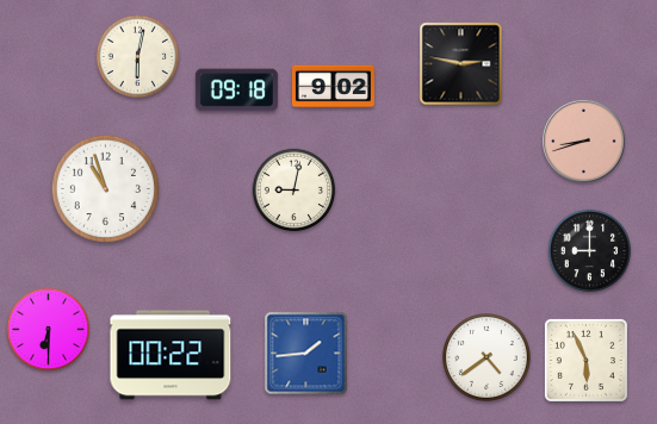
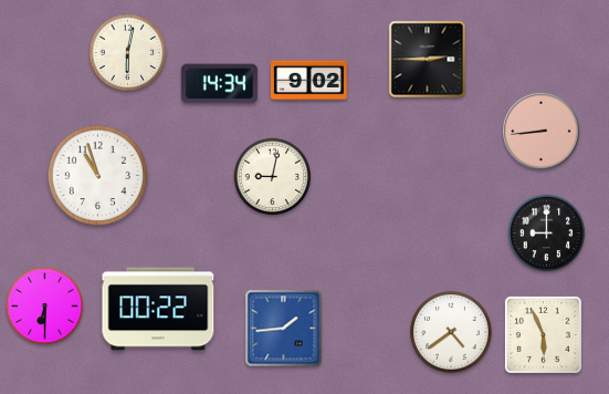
clock at (461, 64): 2:47 -> 2:45
clock at (236, 91): 09:18 -> 14:34
clock at (584, 142): 8:42 -> 8:44
clock at (171, 355) position: (171, 355) -> (158, 309)
